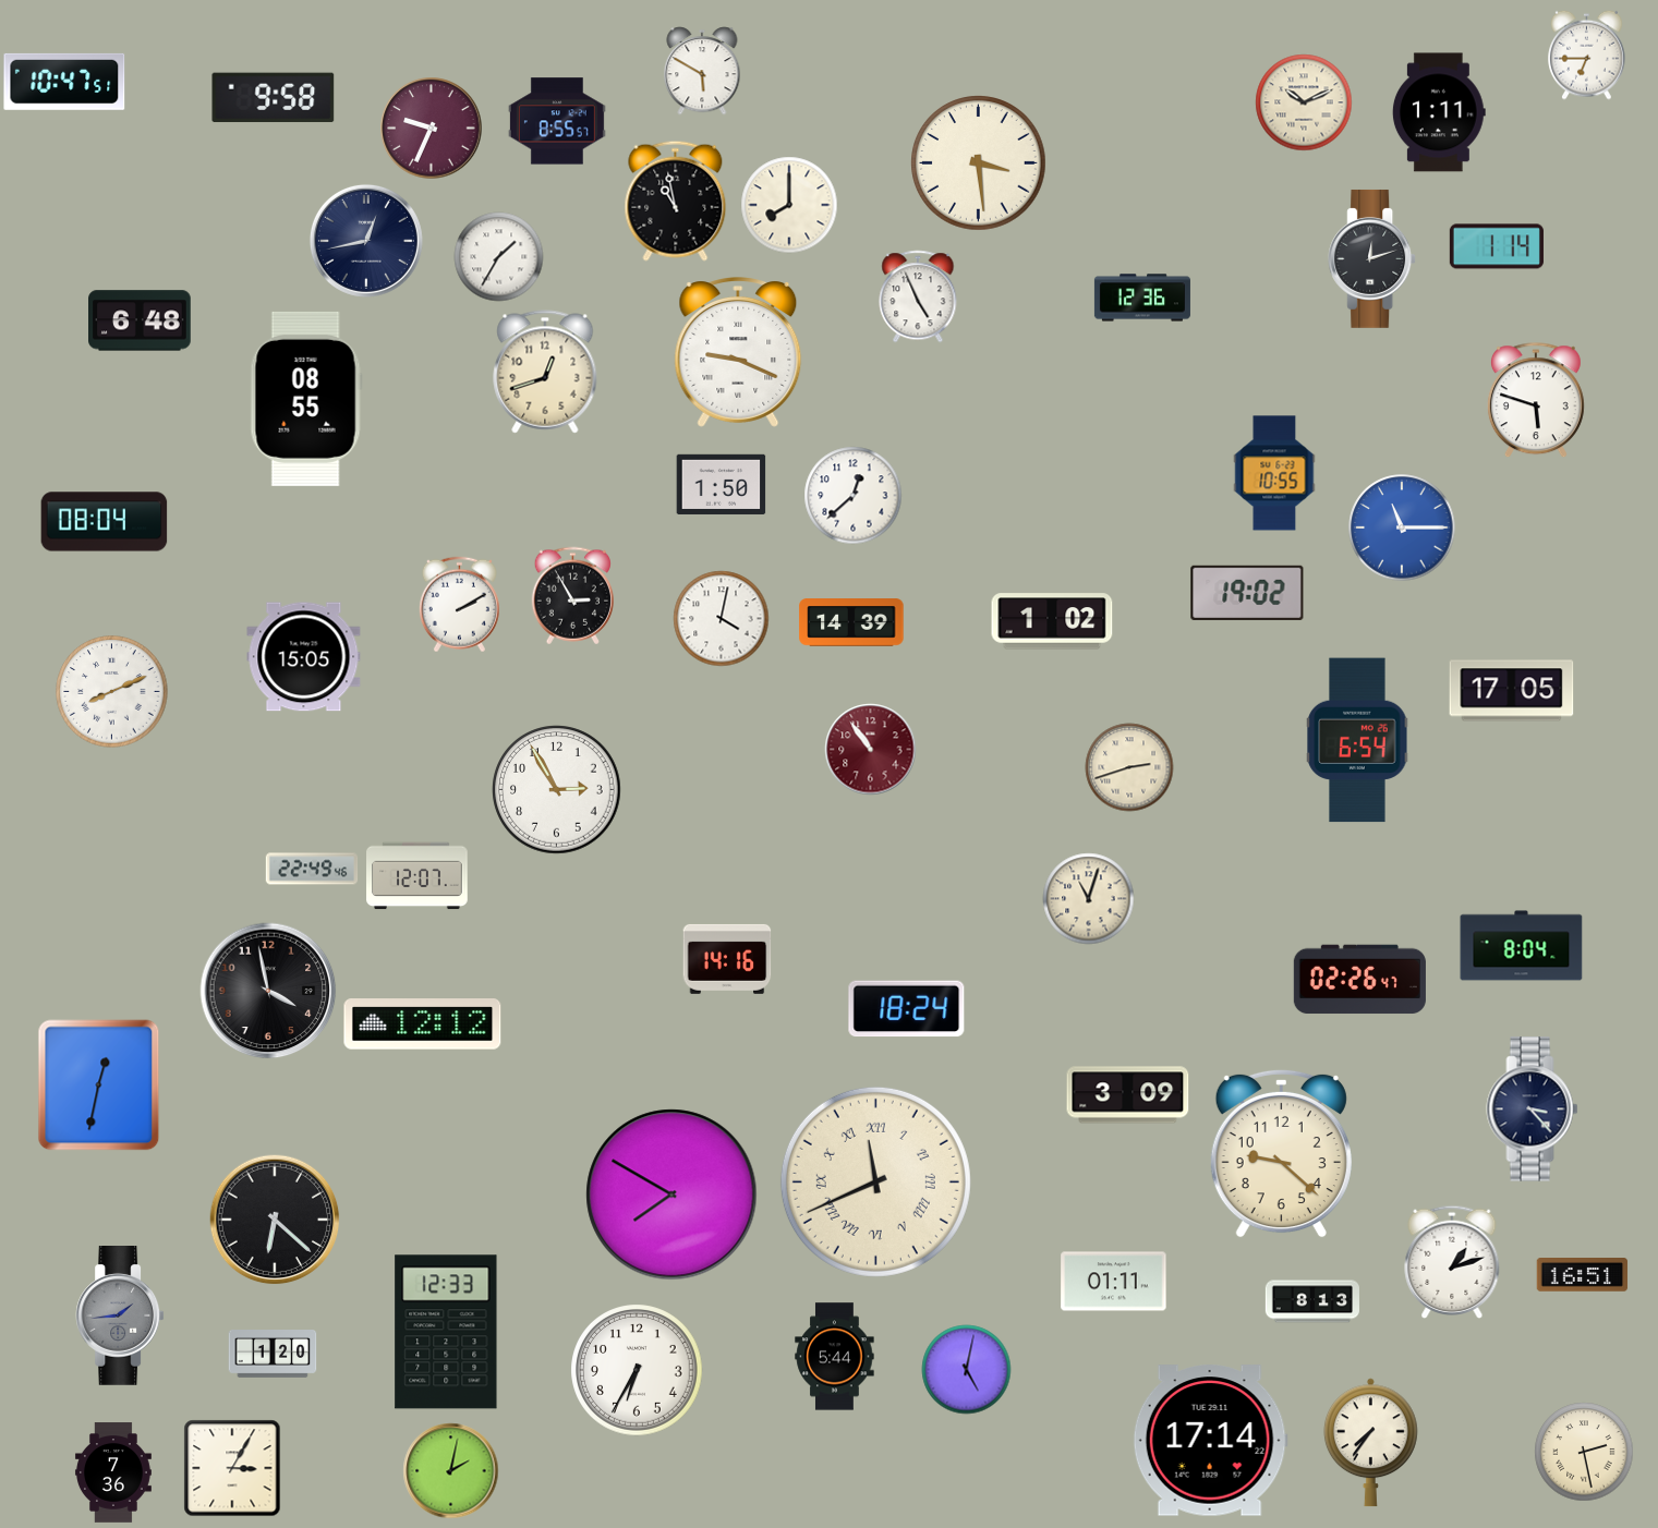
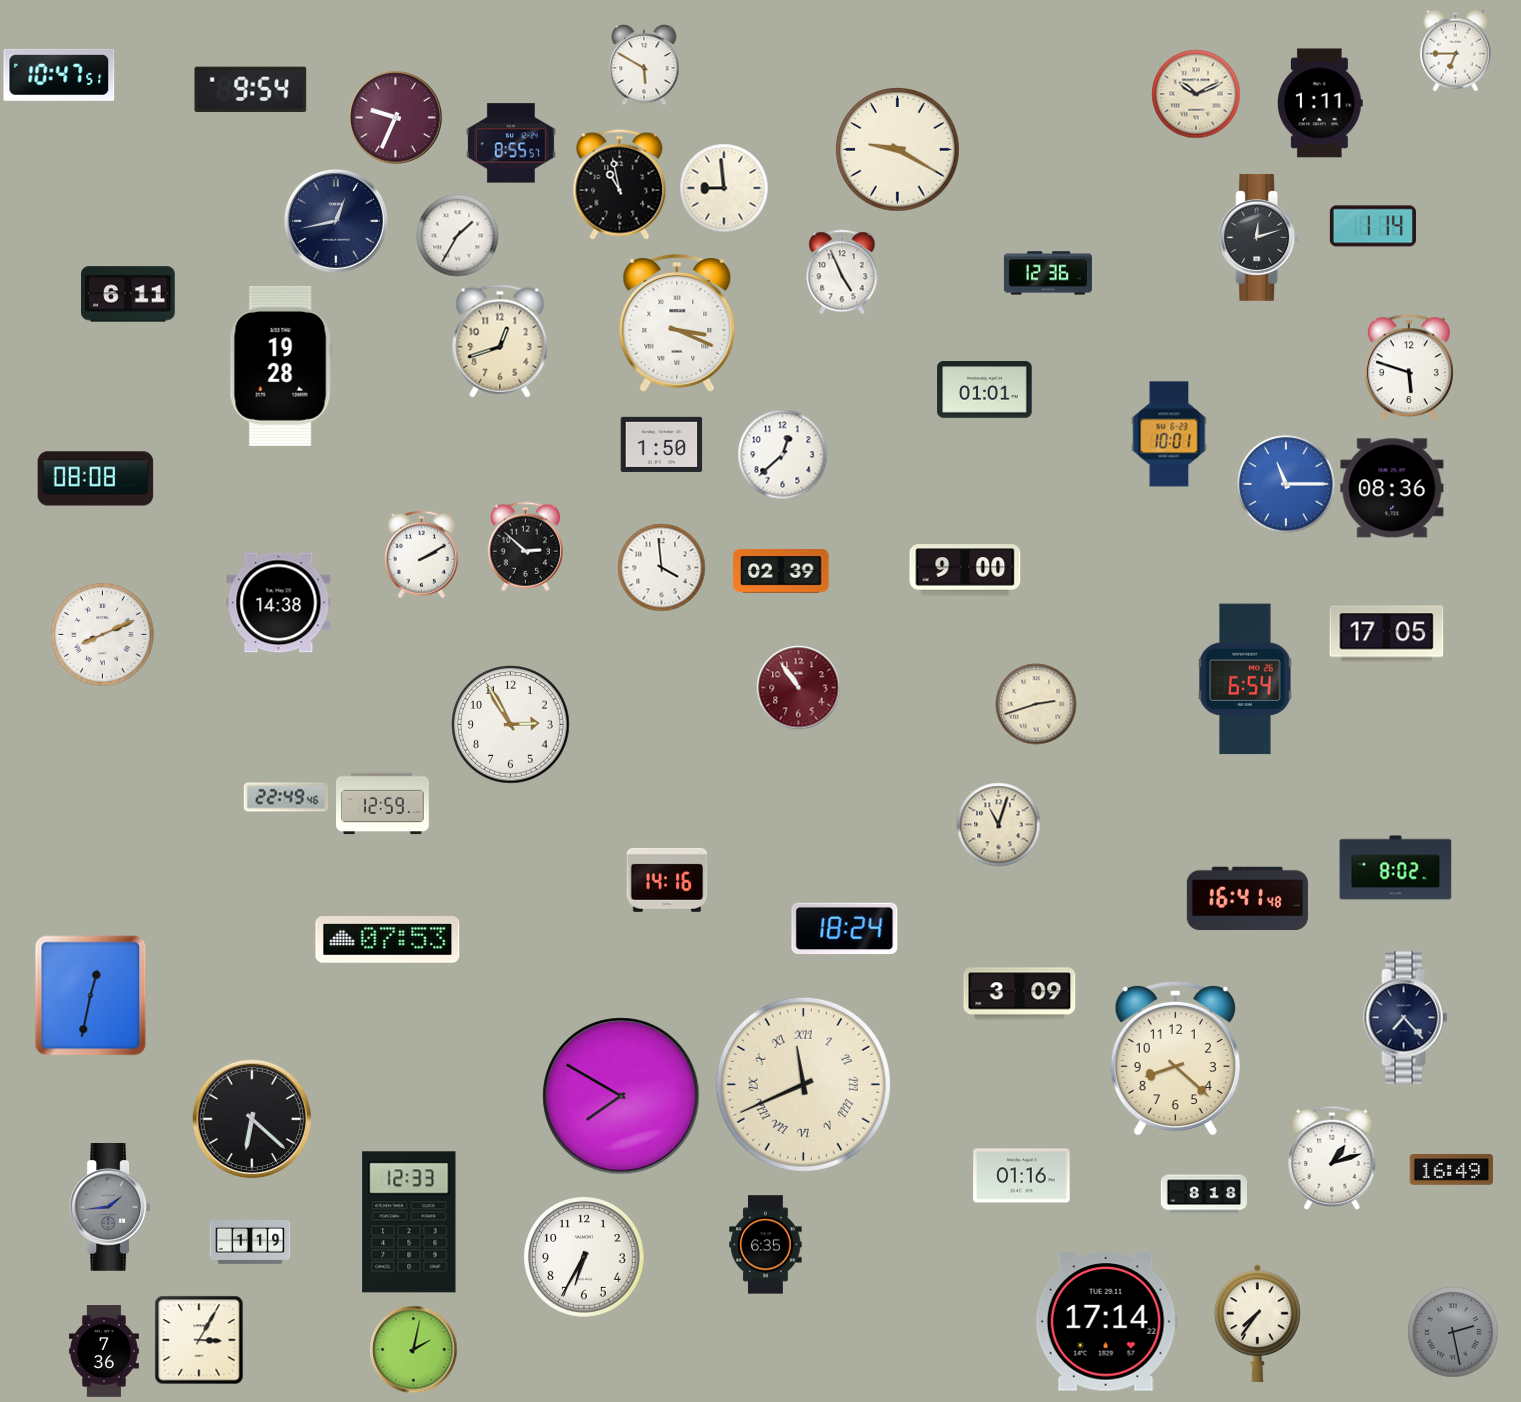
clock at (274, 98): 9:58 -> 9:54
clock at (557, 121) position: (557, 121) -> (511, 143)
clock at (979, 163): 3:29 -> 9:20
clock at (789, 205): 8:00 -> 8:59
clock at (140, 320): 6:48 -> 6:11
clock at (738, 353): 9:19 -> 3:19
clock at (306, 399): 08:55 -> 19:28
clock at (985, 390): none -> 01:01
clock at (1274, 473): 10:55 -> 10:01
clock at (105, 522): 08:04 -> 08:08
clock at (1392, 488): none -> 08:36
clock at (1247, 593): 19:02 -> none
clock at (572, 596): 2:55 -> 2:52
clock at (722, 619): 4:02 -> 3:59
clock at (1052, 621): 1:02 -> 9:00
clock at (851, 622): 14:39 -> 02:39
clock at (304, 657): 15:05 -> 14:38
clock at (417, 876): 12:07 -> 12:59
clock at (1522, 946): 8:04 -> 8:02
clock at (1359, 980): 02:26 -> 16:41
clock at (268, 991): 3:58 -> none
clock at (907, 1009) position: (907, 1009) -> (845, 929)
clock at (423, 1024): 12:12 -> 07:53
clock at (1128, 1095) position: (1128, 1095) -> (1020, 994)
clock at (1533, 1109): 3:23 -> 7:23
clock at (1281, 1153): 9:22 -> 8:22
clock at (671, 1194) position: (671, 1194) -> (621, 1096)
clock at (1583, 1275): 16:51 -> 16:49
clock at (1114, 1282): 01:11 -> 01:16
clock at (1312, 1301): 8:13 -> 8:18
clock at (273, 1355): 1:20 -> 1:19
clock at (835, 1357): 5:44 -> 6:35
clock at (967, 1370): 5:02 -> none
clock at (1210, 1441) position: (1210, 1441) -> (1106, 1322)
clock at (1584, 1452) dial: cream -> grey
clock at (232, 1468) position: (232, 1468) -> (199, 1340)
